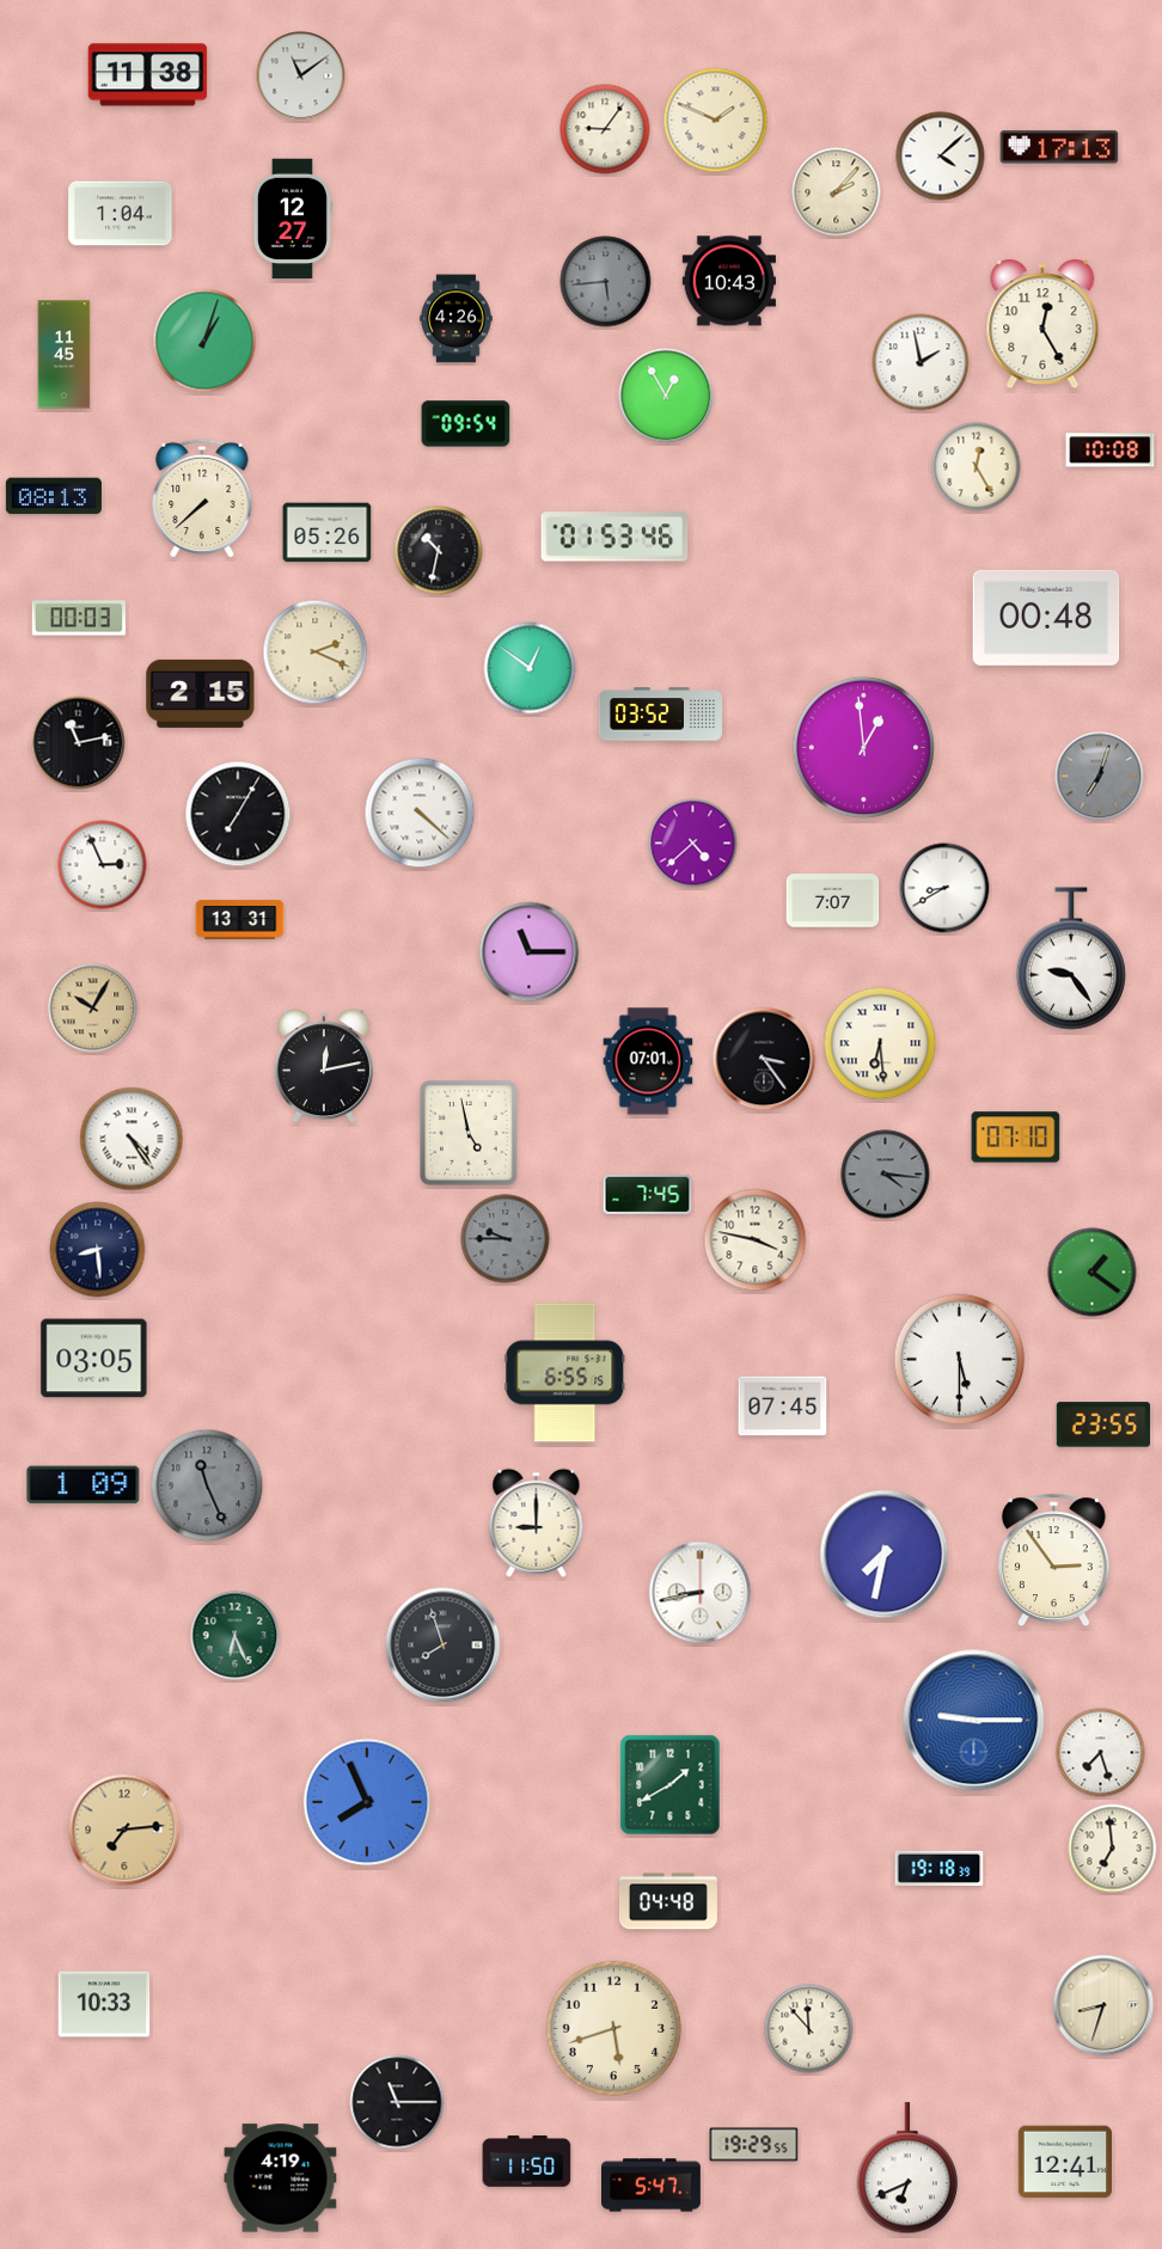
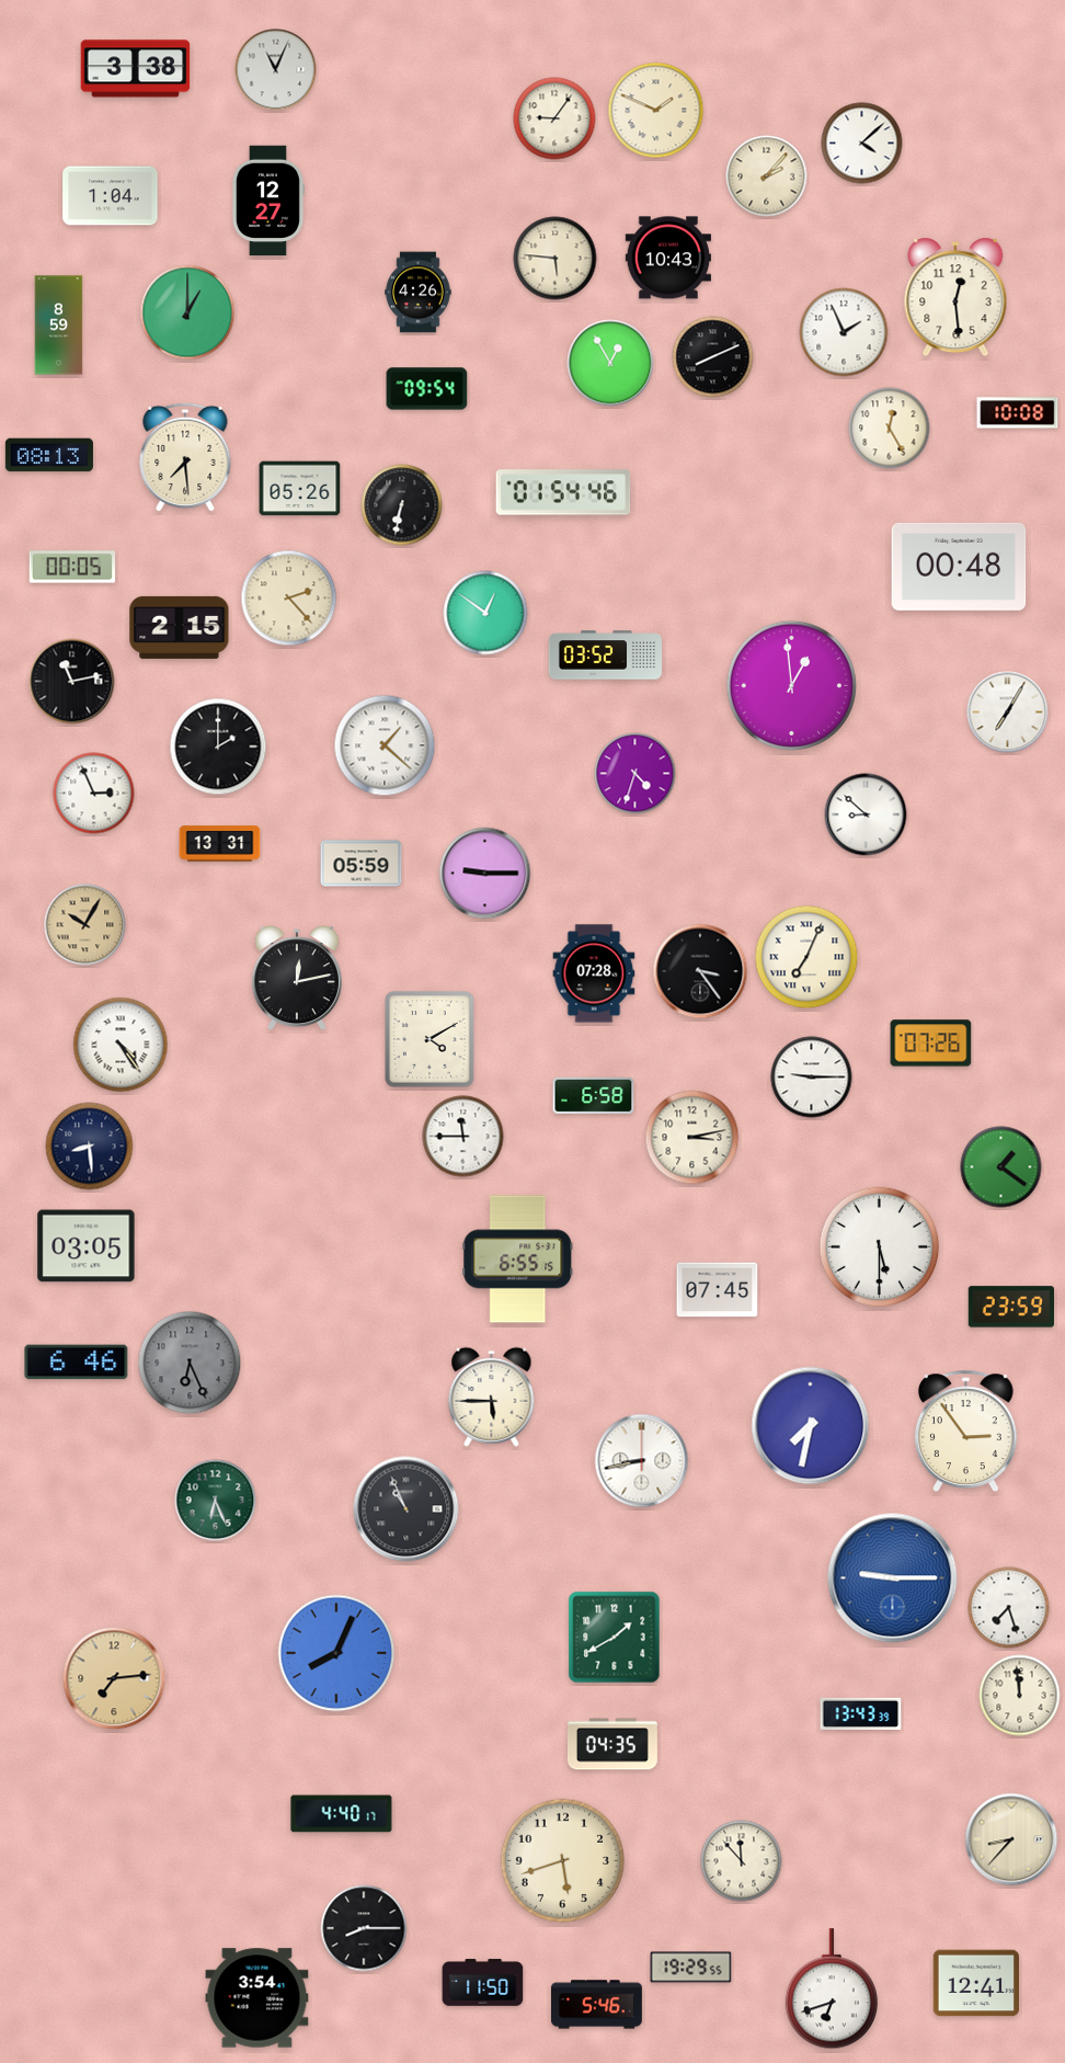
clock at (148, 75): 11:38 -> 3:38
clock at (301, 76): 11:09 -> 11:04
clock at (1059, 147): 17:13 -> none
clock at (606, 282): 5:44 -> 5:46
clock at (606, 282) dial: grey -> cream
clock at (1042, 324): 12:25 -> 12:29
clock at (204, 341): 1:03 -> 1:00
clock at (65, 355): 11:45 -> 8:59
clock at (921, 362): 1:58 -> 1:56
clock at (713, 357): none -> 8:11
clock at (977, 467) position: (977, 467) -> (890, 429)
clock at (202, 498): 7:38 -> 7:29
clock at (614, 537): 01:53 -> 01:54
clock at (439, 551): 10:32 -> 6:32
clock at (78, 618): 00:03 -> 00:05
clock at (316, 652): 2:19 -> 2:23
clock at (201, 693) position: (201, 693) -> (180, 627)
clock at (1100, 777): 7:03 -> 7:05
clock at (1100, 777) dial: grey -> white
clock at (420, 813): 4:22 -> 1:22
clock at (238, 814): 7:05 -> 2:00
clock at (693, 844): 4:38 -> 4:33
clock at (944, 888): 8:40 -> 8:52
clock at (833, 901): 7:07 -> none
clock at (362, 864): none -> 05:59
clock at (530, 952): 11:15 -> 9:15
clock at (1071, 958): 9:24 -> none
clock at (880, 1043): 6:29 -> 7:04
clock at (648, 1061): 07:01 -> 07:28
clock at (469, 1133): 4:58 -> 4:10
clock at (1016, 1138): 07:10 -> 07:26
clock at (886, 1175): 4:16 -> 9:15
clock at (886, 1175) dial: grey -> white
clock at (648, 1194): 7:45 -> 6:58
clock at (506, 1239): 9:45 -> 11:45
clock at (506, 1239) dial: grey -> white
clock at (756, 1240): 3:47 -> 3:13
clock at (1102, 1424): 23:55 -> 23:59
clock at (84, 1485): 1:09 -> 6:46
clock at (207, 1485): 11:26 -> 6:26
clock at (537, 1522): 9:00 -> 5:45
clock at (444, 1646): 7:57 -> 10:56
clock at (367, 1802): 7:56 -> 8:04
clock at (1113, 1849): 6:59 -> 11:59
clock at (940, 1868): 19:18 -> 13:43
clock at (668, 1901): 04:48 -> 04:35
clock at (342, 1814): none -> 4:40
clock at (104, 2004): 10:33 -> none
clock at (1103, 2005): 8:33 -> 8:37
clock at (397, 2102): 11:15 -> 8:15
clock at (906, 2169): 6:41 -> 6:42
clock at (281, 2178): 4:19 -> 3:54
clock at (652, 2186): 5:47 -> 5:46
